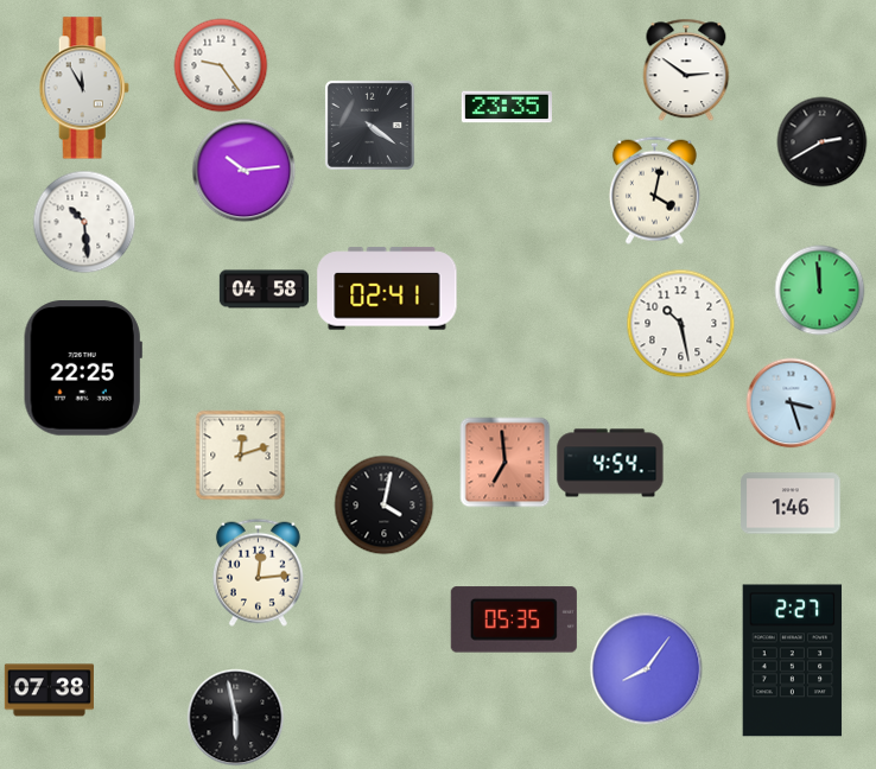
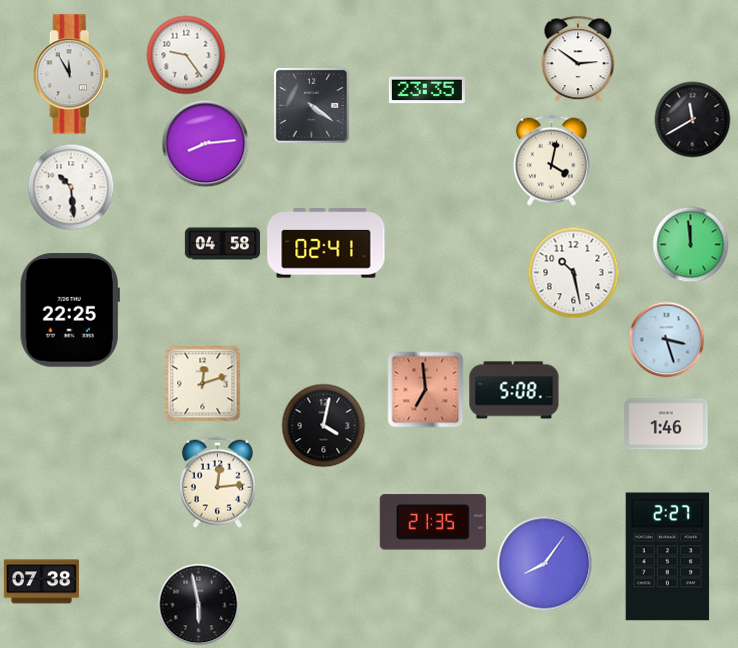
clock at (823, 142): 2:40 -> 11:40
clock at (245, 171): 10:14 -> 8:14
clock at (610, 463): 4:54 -> 5:08
clock at (514, 619): 05:35 -> 21:35
